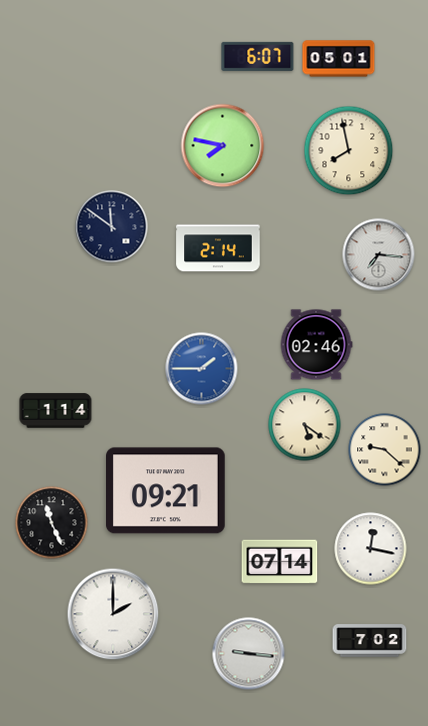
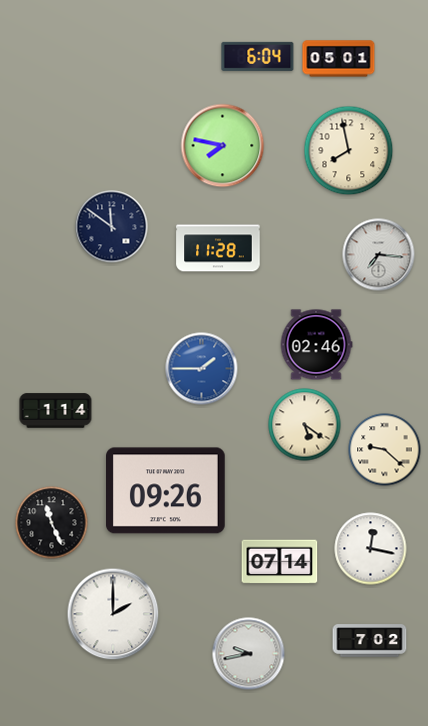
clock at (258, 56): 6:07 -> 6:04
clock at (218, 248): 2:14 -> 11:28
clock at (166, 491): 09:21 -> 09:26
clock at (249, 654): 9:16 -> 9:43
